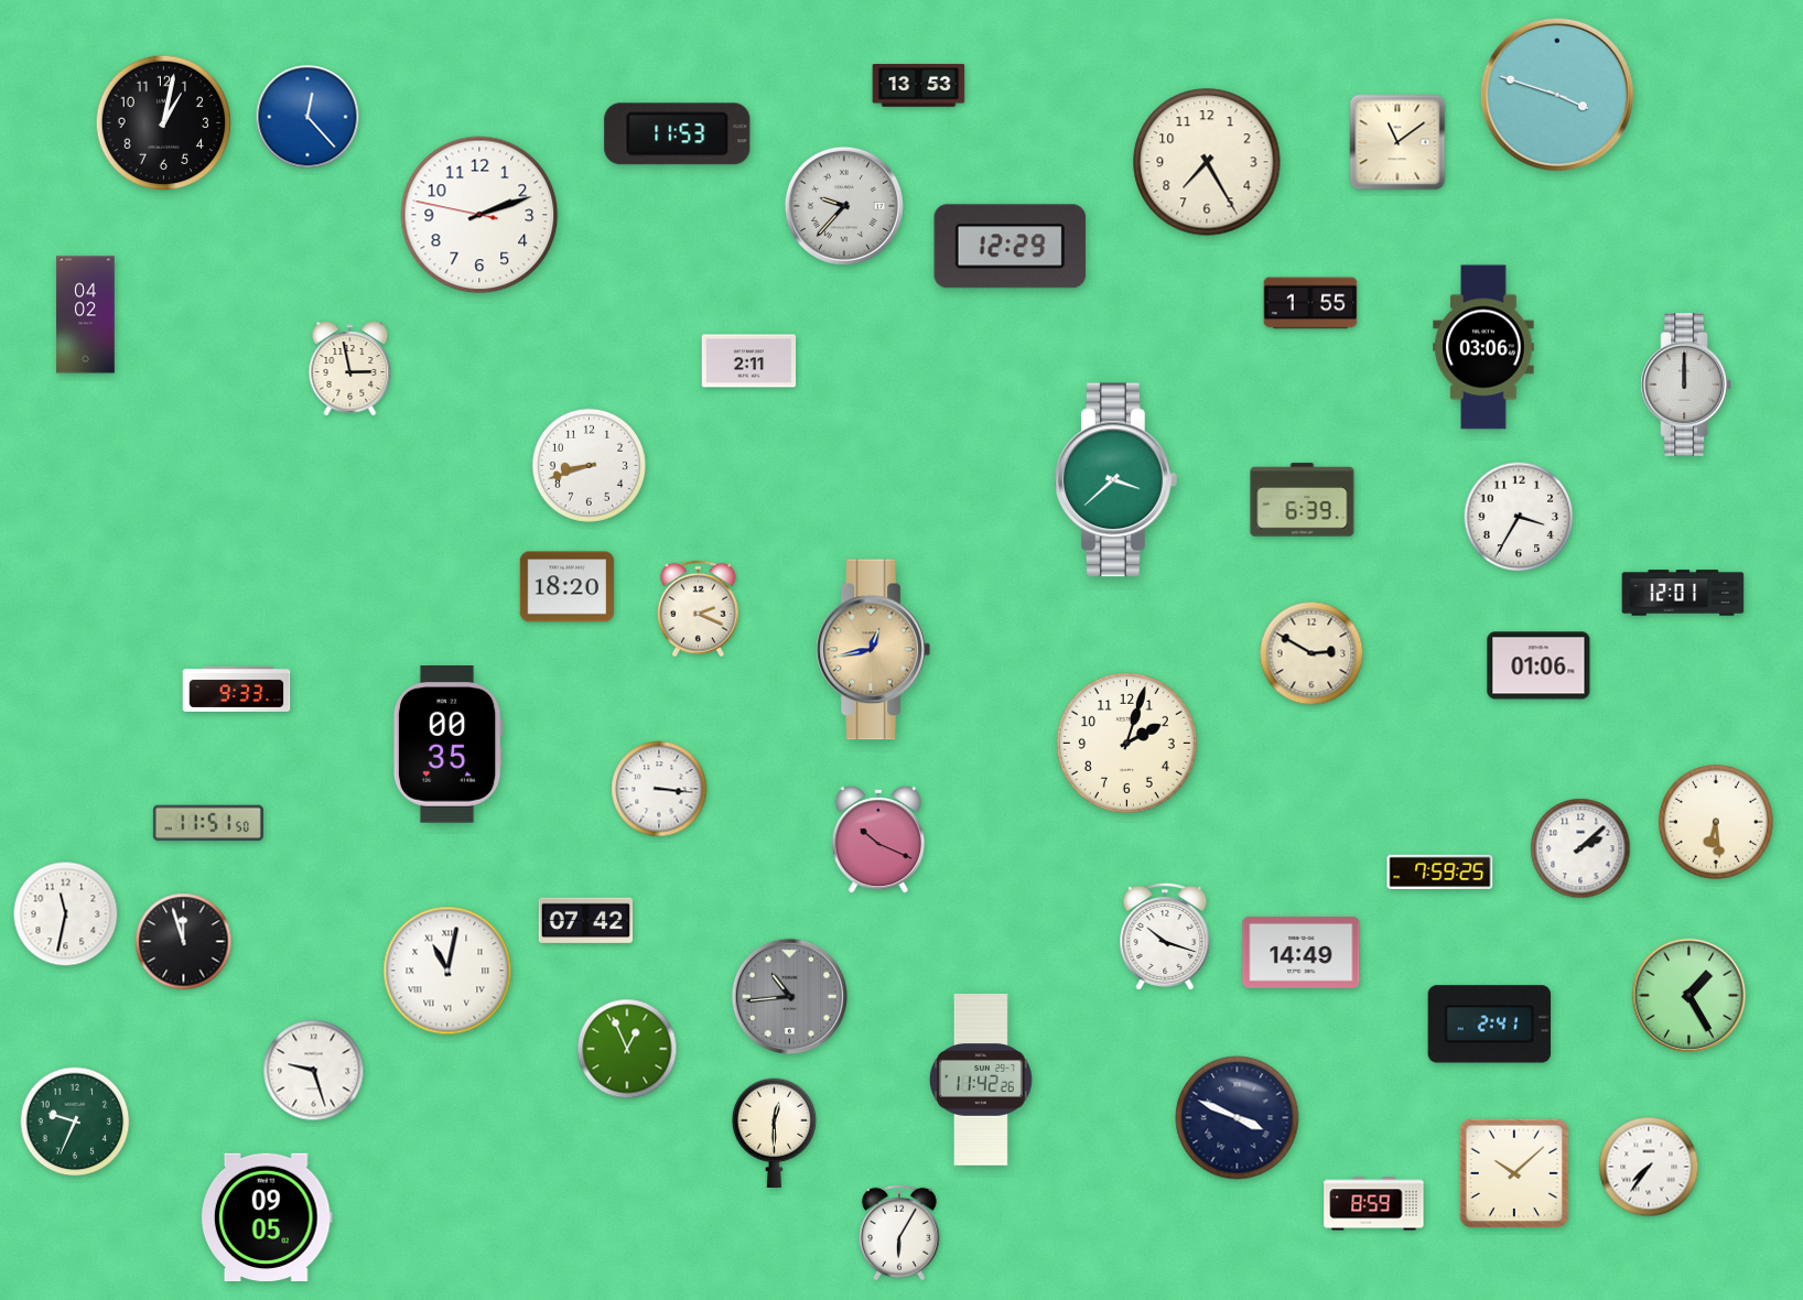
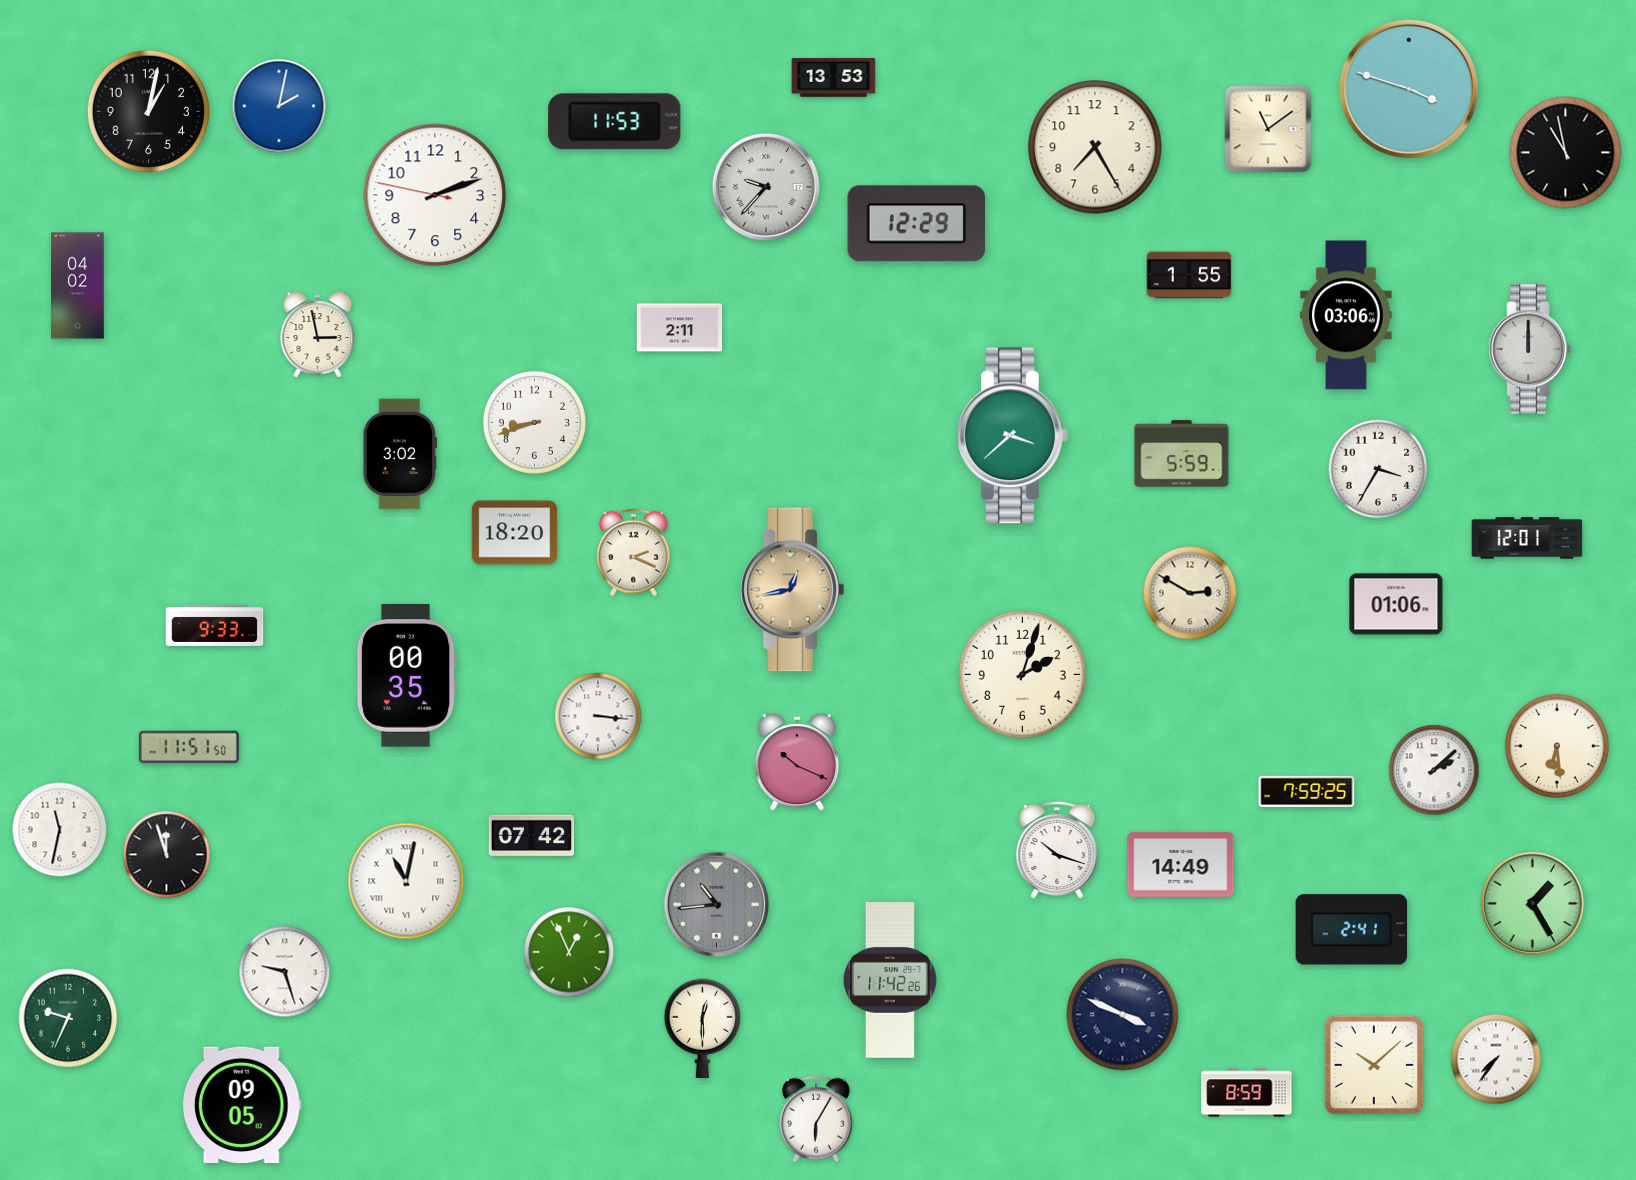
clock at (1557, 95) position: (1557, 95) -> (1409, 89)
clock at (307, 117): 12:23 -> 2:02
clock at (1566, 153): none -> 10:58
clock at (400, 454): none -> 3:02
clock at (1303, 500): 6:39 -> 5:59
